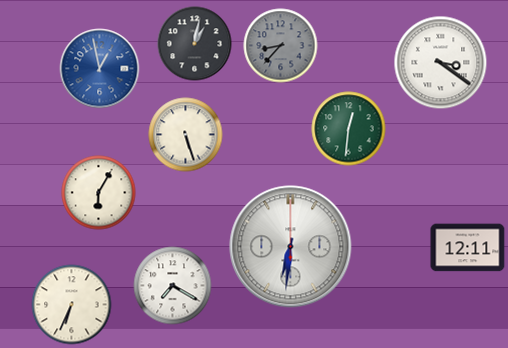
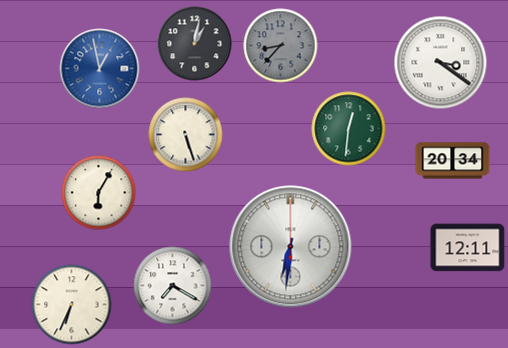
clock at (453, 161): none -> 20:34
